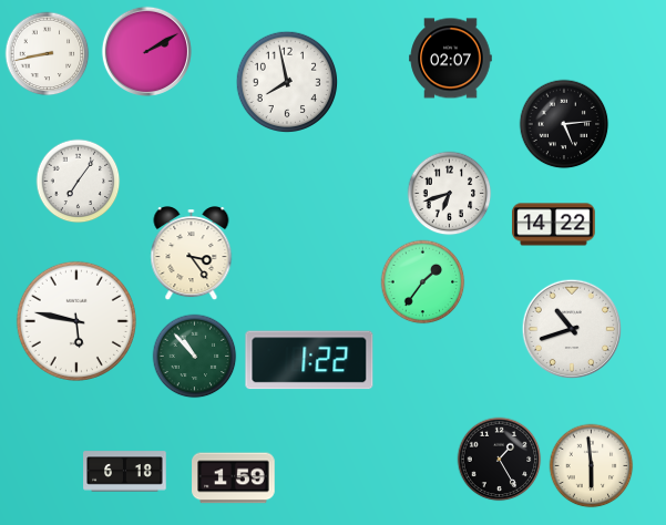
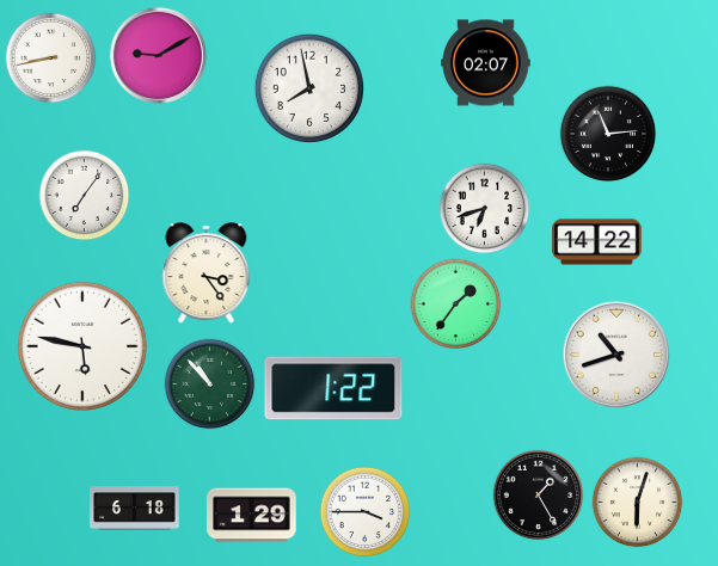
clock at (146, 51): 2:10 -> 9:10
clock at (564, 124): 5:14 -> 11:14
clock at (592, 466): 5:59 -> 6:03
clock at (366, 512): none -> 3:45
clock at (234, 478): 1:59 -> 1:29
